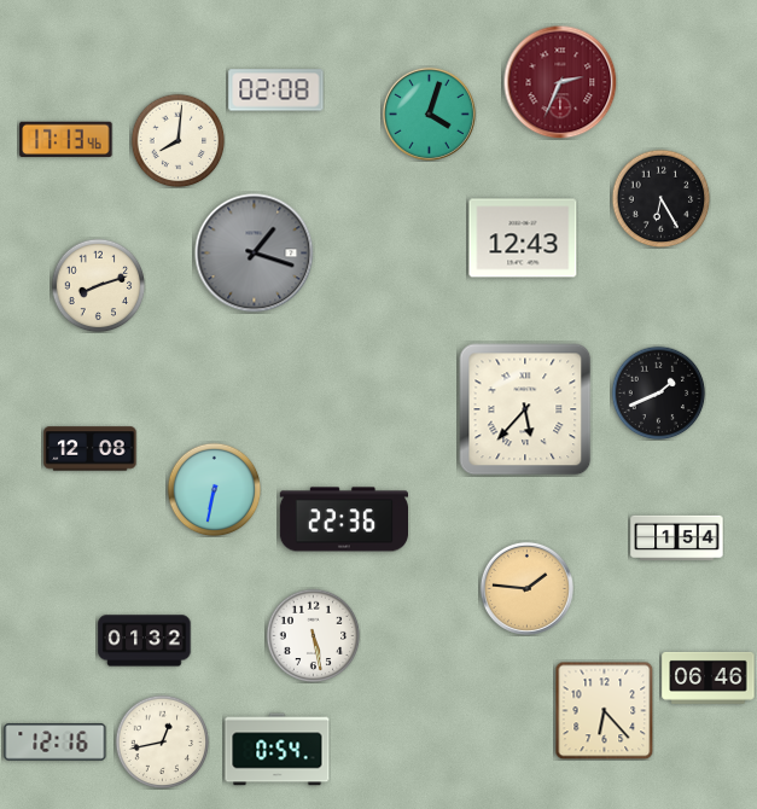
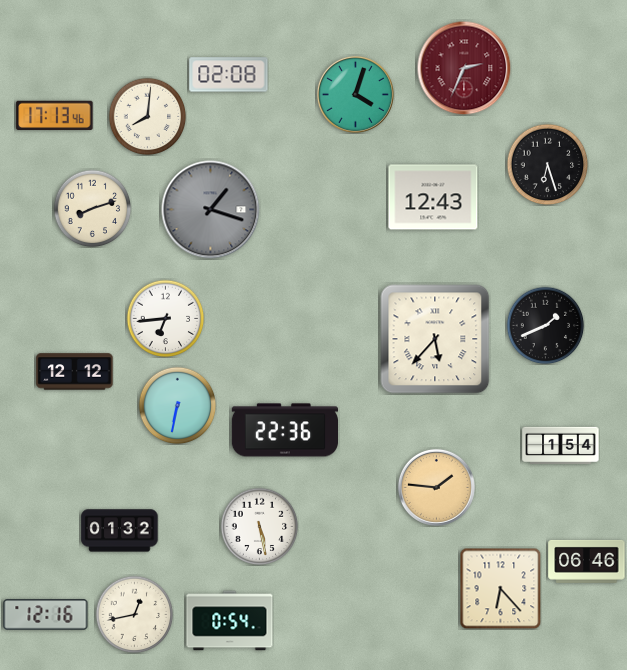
clock at (660, 198): 6:25 -> 6:27
clock at (98, 285) position: (98, 285) -> (92, 208)
clock at (165, 318): none -> 6:44
clock at (91, 449): 12:08 -> 12:12
